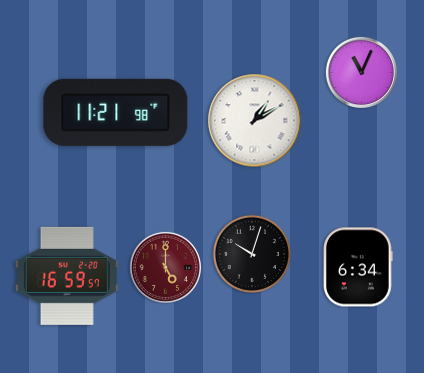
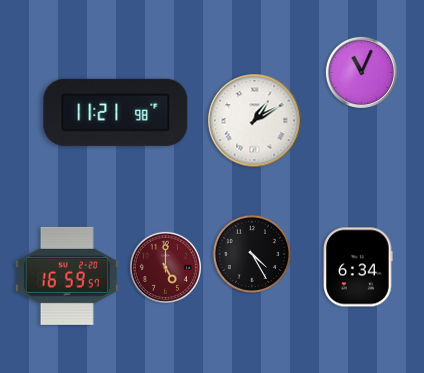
clock at (252, 254): 10:03 -> 4:25
